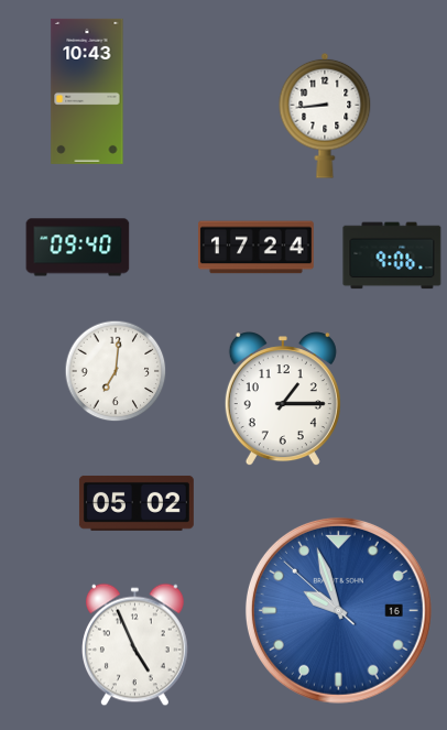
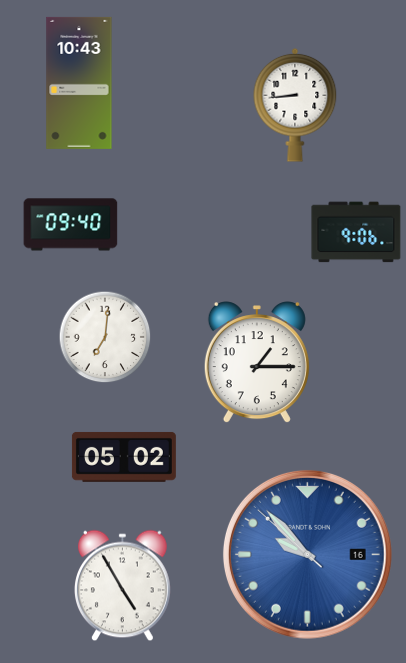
clock at (255, 248): 17:24 -> none
clock at (338, 610): 9:56 -> 9:52
clock at (135, 645): 4:56 -> 4:55
